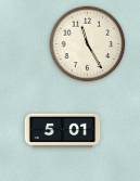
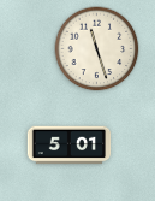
clock at (88, 44): 11:25 -> 11:27
